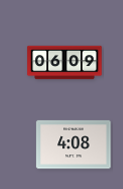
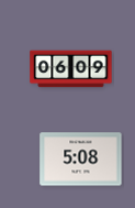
clock at (74, 145): 4:08 -> 5:08
